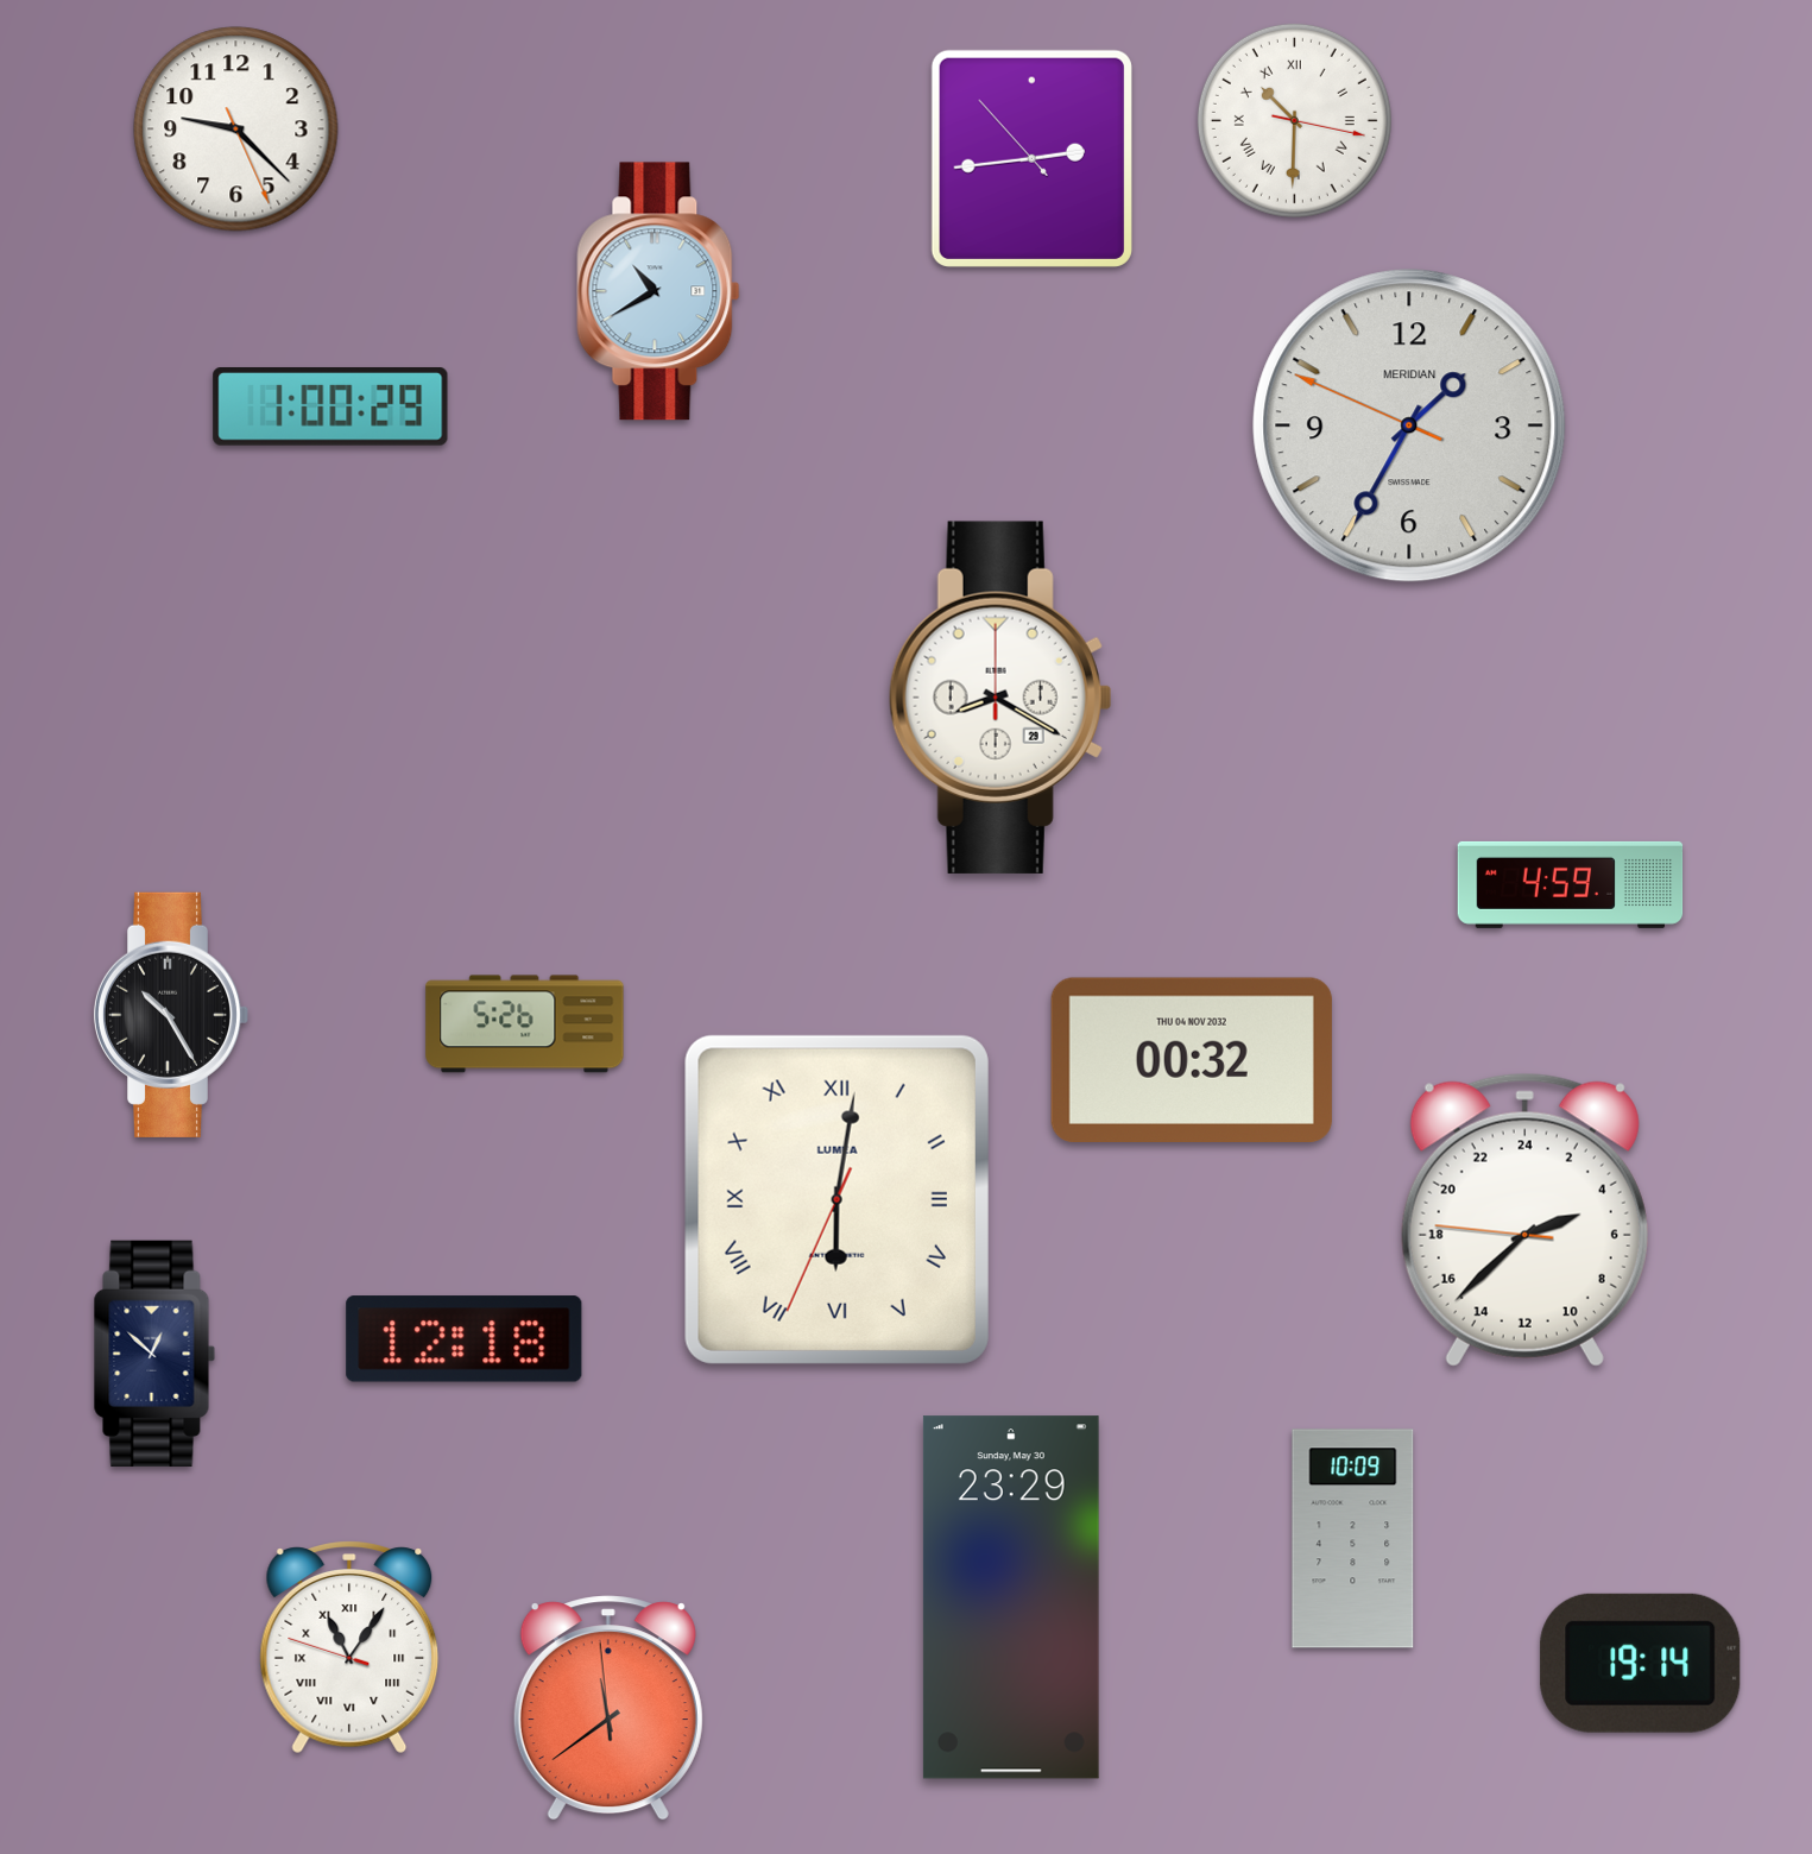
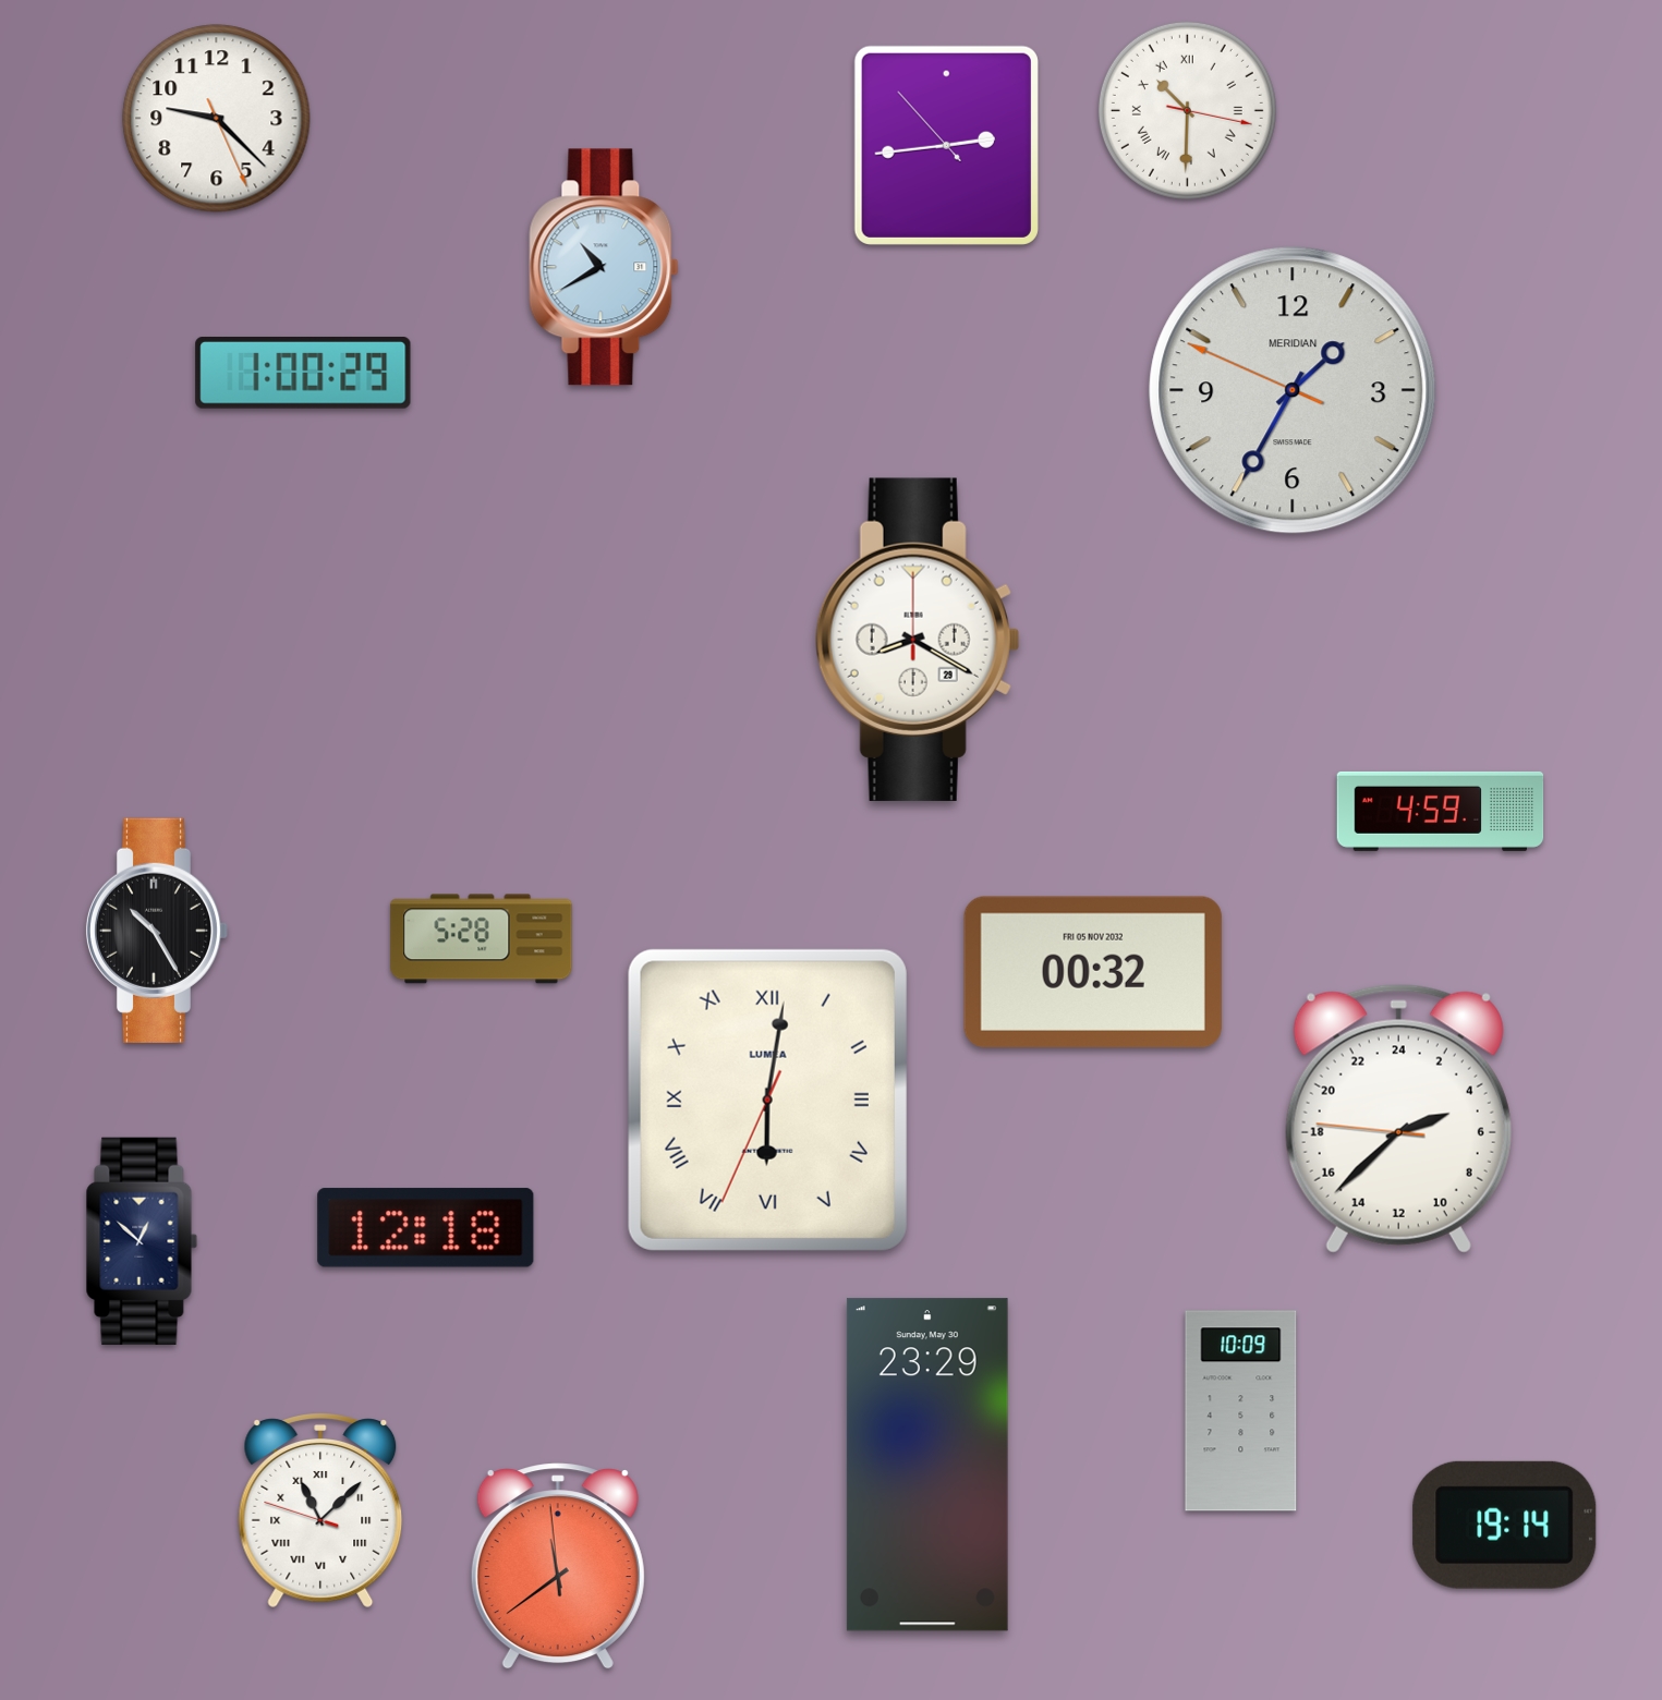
clock at (525, 1024): 5:26 -> 5:28
clock at (1192, 1059) date: THU 04 NOV 2032 -> FRI 05 NOV 2032
clock at (349, 1647): 11:05 -> 11:07
